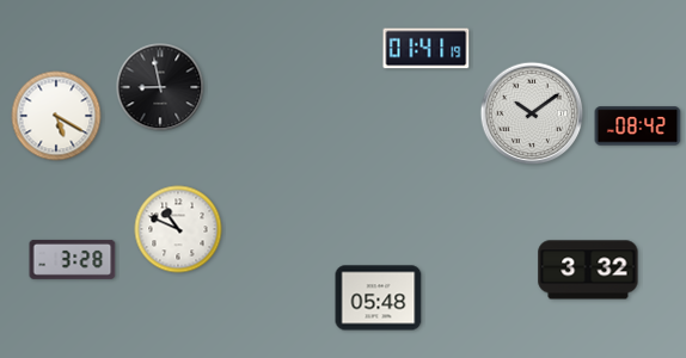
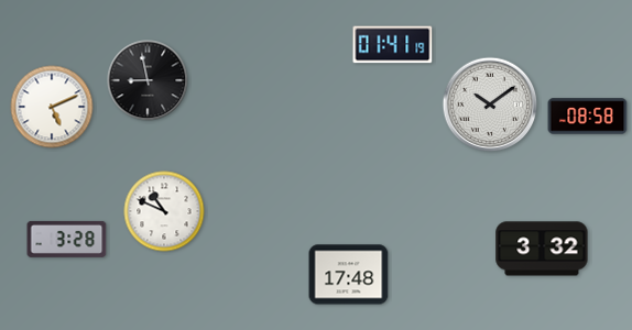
clock at (56, 116): 5:20 -> 5:11
clock at (638, 126): 08:42 -> 08:58
clock at (379, 298): 05:48 -> 17:48
